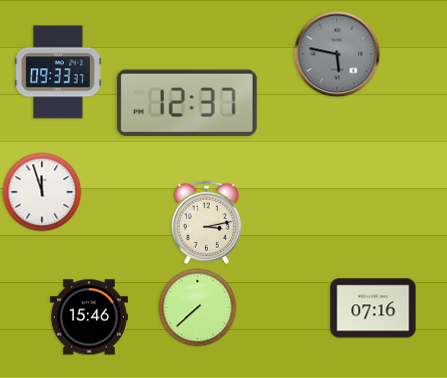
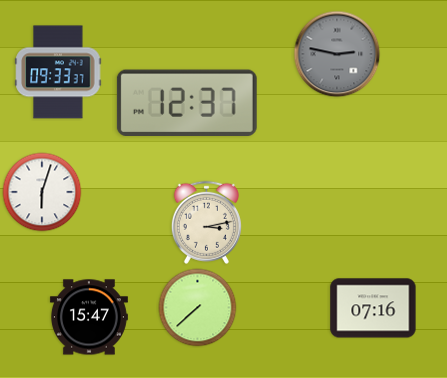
clock at (337, 54): 5:47 -> 2:47
clock at (42, 192): 11:57 -> 6:03
clock at (89, 317): 15:46 -> 15:47
